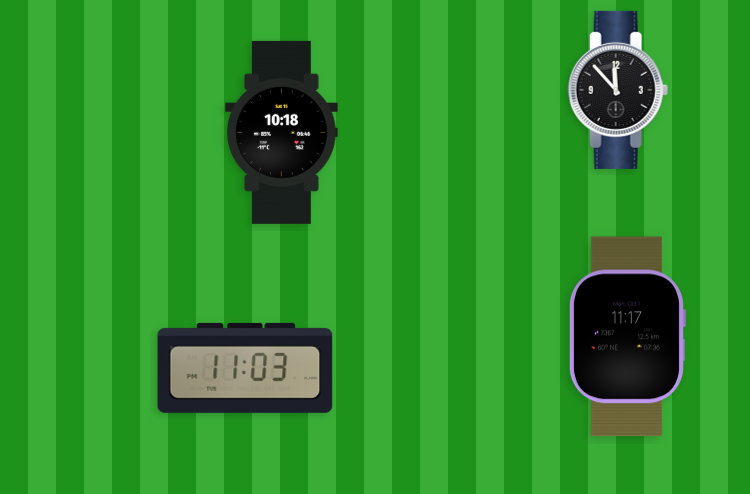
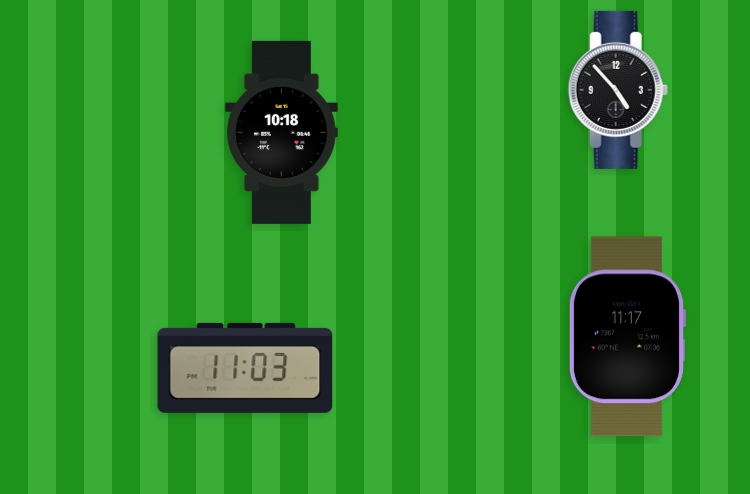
clock at (618, 90): 11:53 -> 4:53
